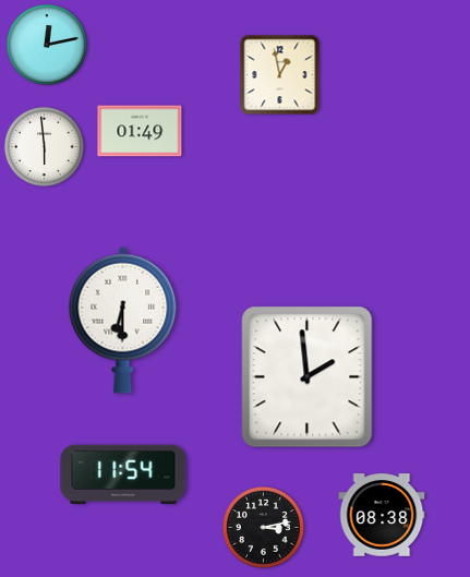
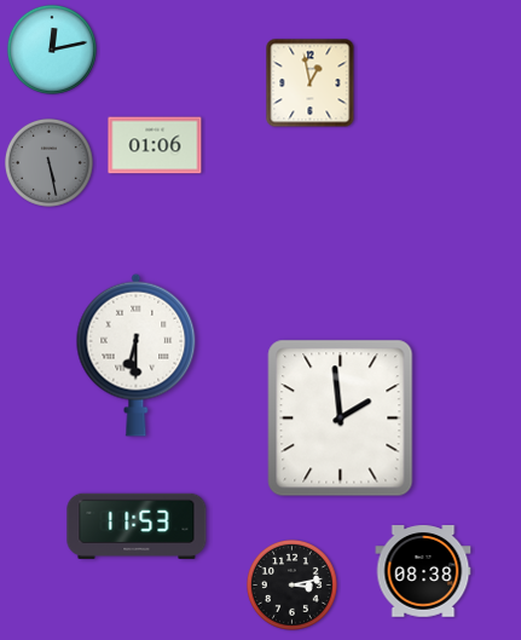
clock at (140, 131): 01:49 -> 01:06
clock at (44, 146): 5:59 -> 5:28
clock at (44, 146) dial: white -> grey
clock at (123, 474): 11:54 -> 11:53
